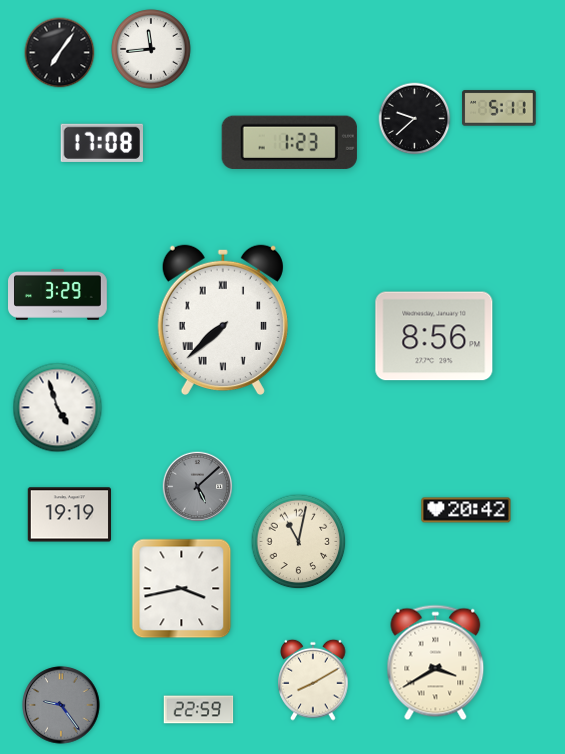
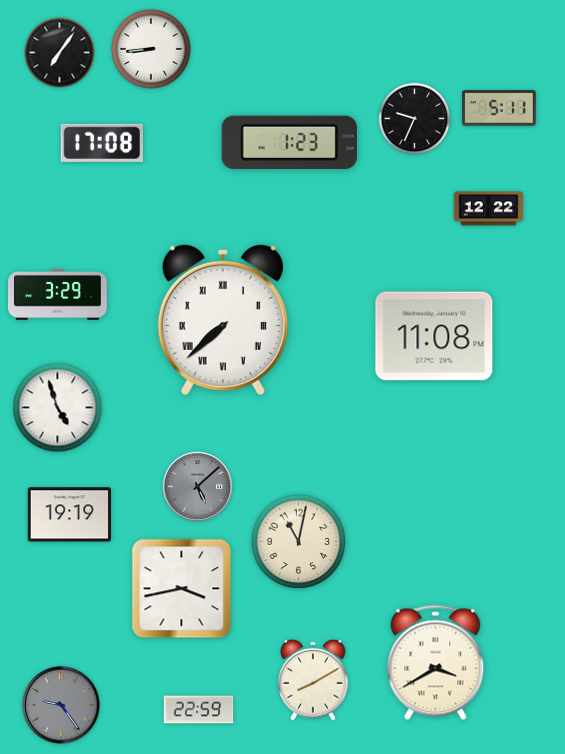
clock at (151, 49): 11:44 -> 8:44
clock at (415, 119): 9:38 -> 9:34
clock at (489, 209): none -> 12:22
clock at (434, 336): 8:56 -> 11:08
clock at (466, 510): 20:42 -> none
